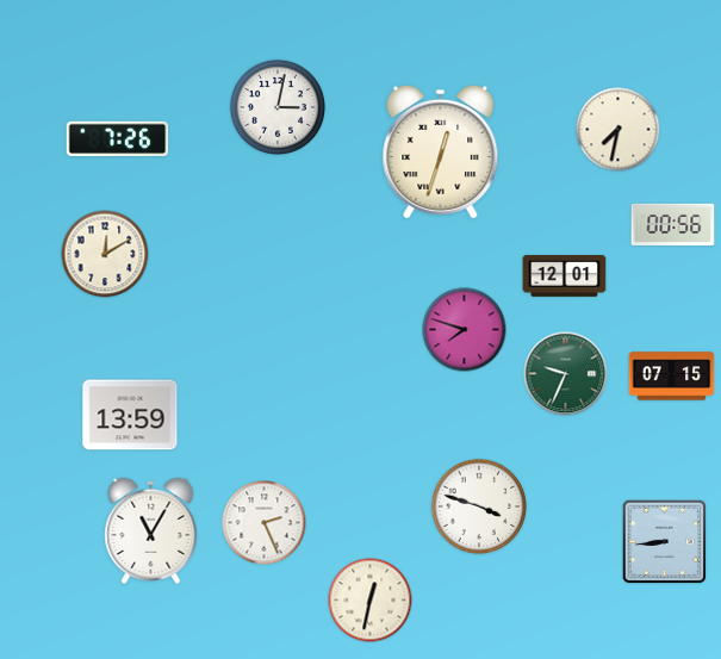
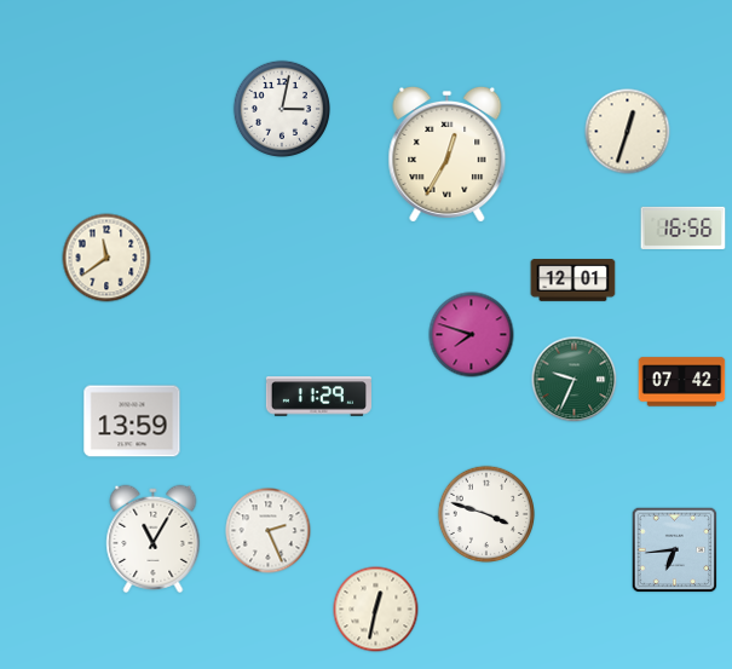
clock at (619, 130): 7:32 -> 12:33
clock at (118, 138): 7:26 -> none
clock at (441, 151): 12:33 -> 12:35
clock at (673, 224): 00:56 -> 16:56
clock at (105, 254): 12:10 -> 11:39
clock at (672, 377): 07:15 -> 07:42
clock at (318, 397): none -> 11:29
clock at (665, 542): 8:44 -> 6:44
